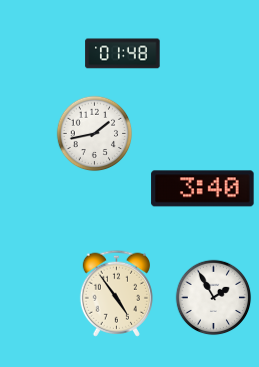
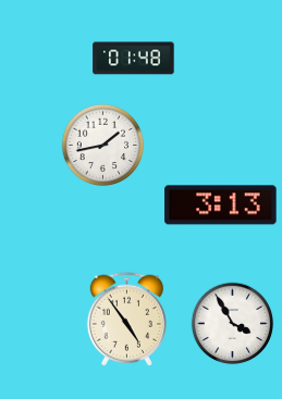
clock at (203, 189): 3:40 -> 3:13
clock at (214, 298): 1:55 -> 3:55
